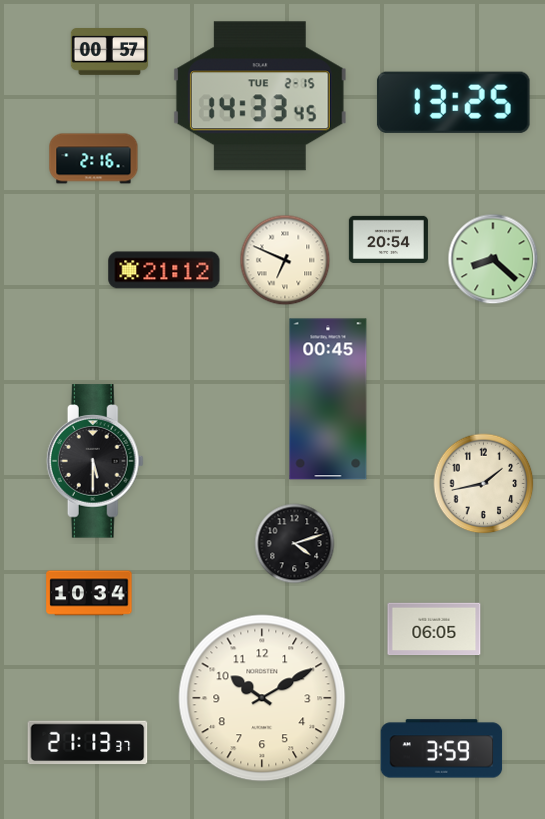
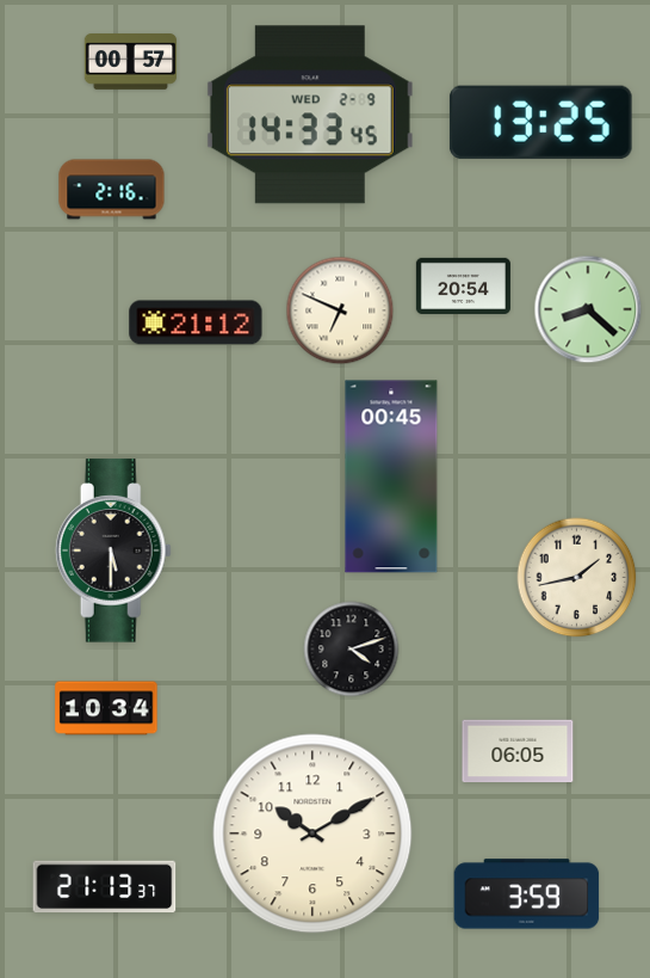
clock at (260, 96) date: TUE 2-15 -> WED 2-9
